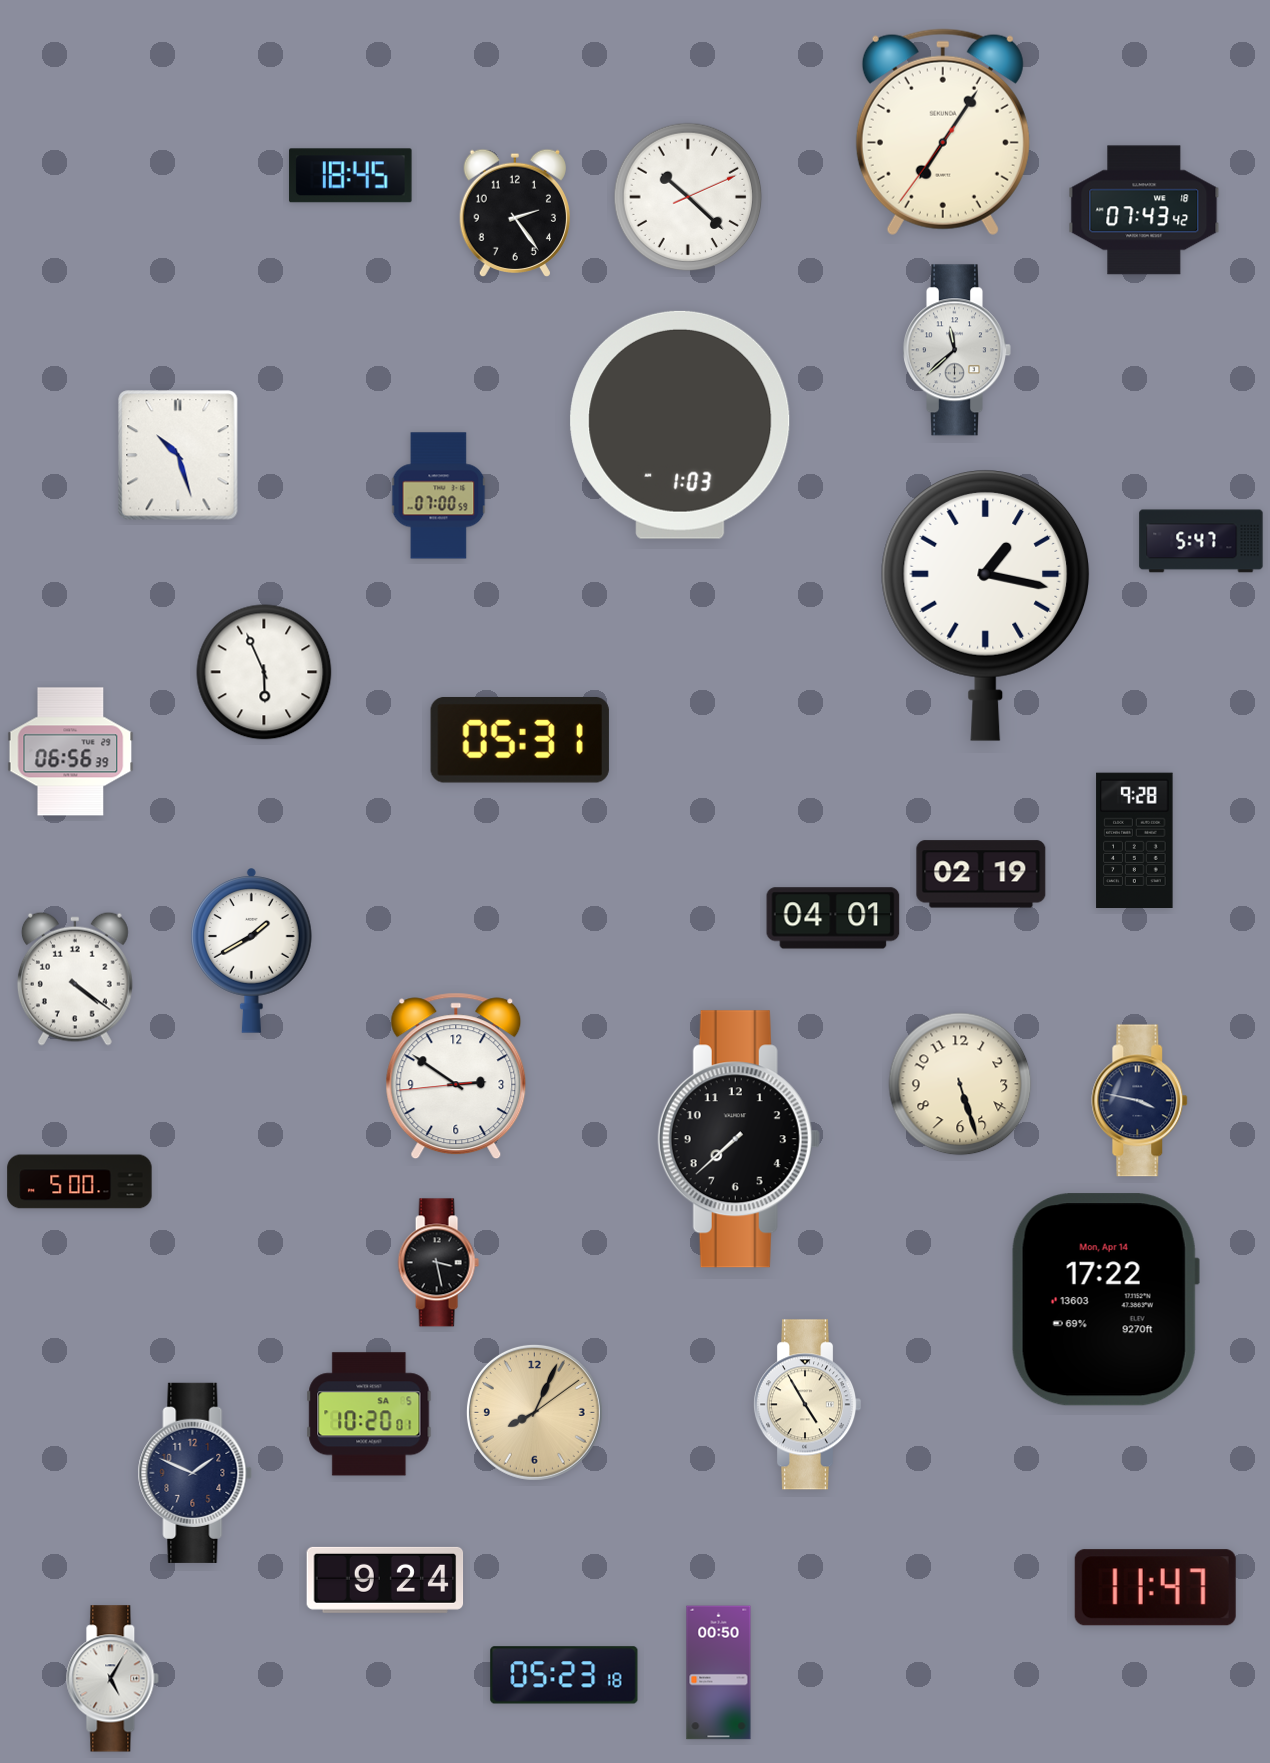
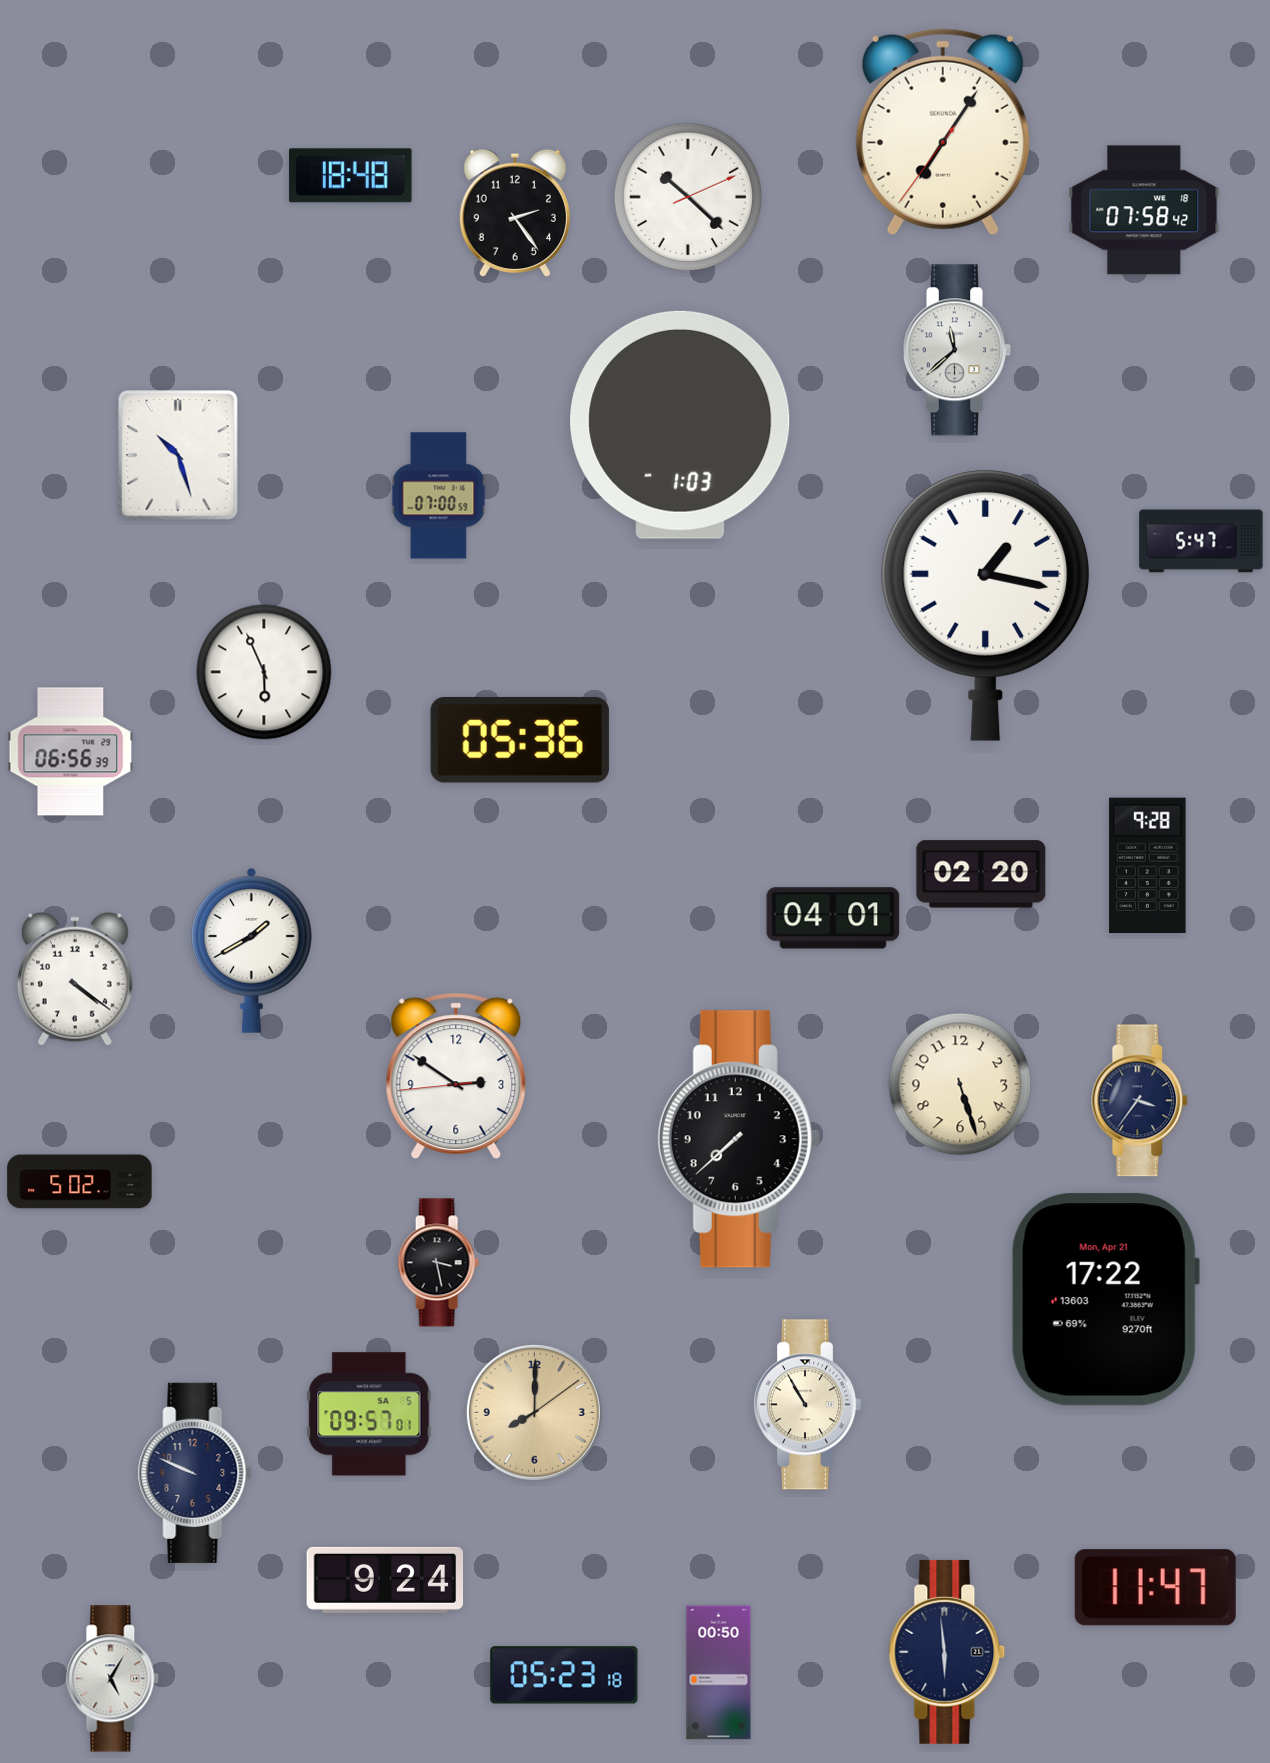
clock at (351, 176): 18:45 -> 18:48
clock at (1144, 210): 07:43 -> 07:58
clock at (520, 740): 05:31 -> 05:36
clock at (1135, 840) position: (1135, 840) -> (1148, 865)
clock at (981, 874): 02:19 -> 02:20
clock at (1140, 1101): 3:47 -> 3:36
clock at (80, 1182): 5:00 -> 5:02
clock at (1105, 1300) date: Mon, Apr 14 -> Mon, Apr 21
clock at (807, 1405): 4:55 -> 10:55
clock at (534, 1412): 8:04 -> 8:00
clock at (369, 1414): 10:20 -> 09:57
clock at (195, 1473): 1:49 -> 9:49
clock at (947, 1652): none -> 5:59
